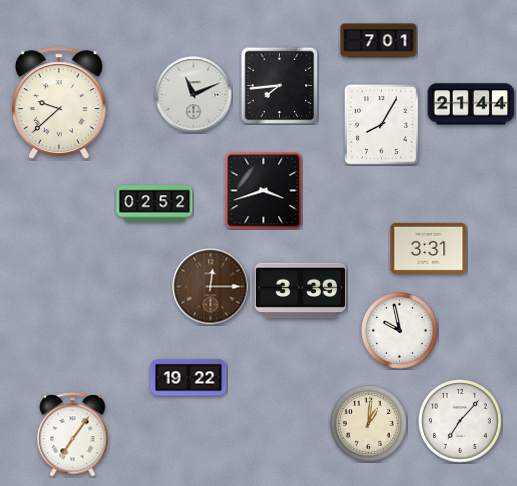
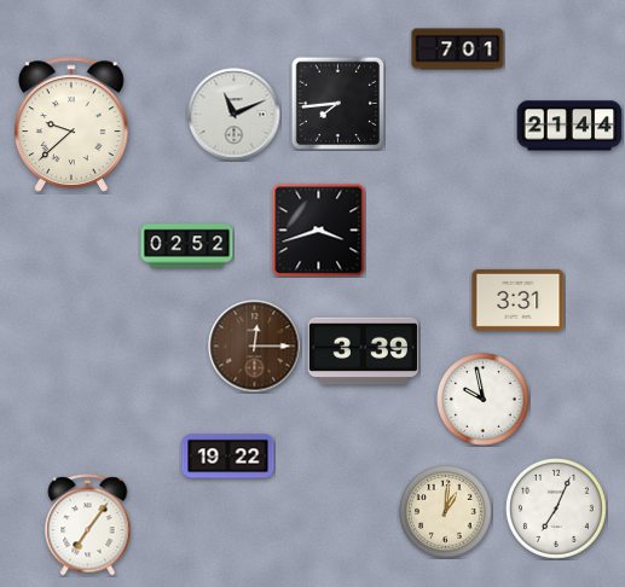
clock at (382, 125): 8:05 -> none
clock at (461, 422): 7:07 -> 7:04
